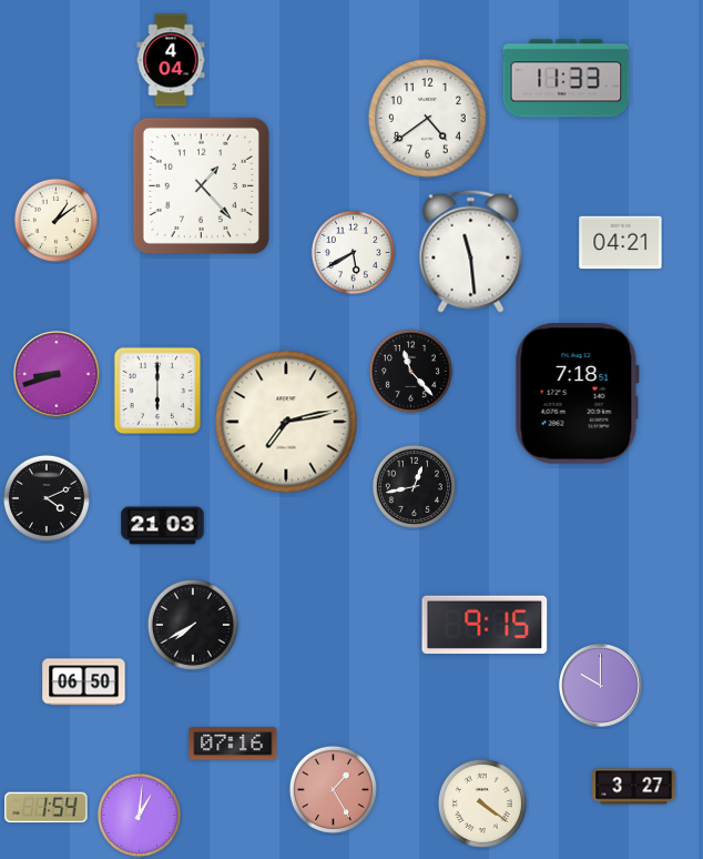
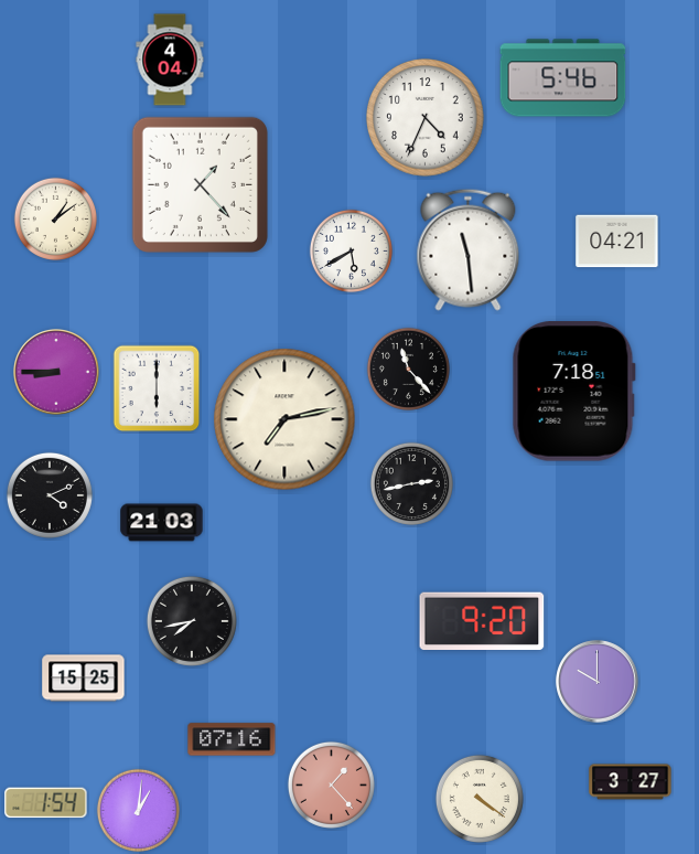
clock at (567, 79): 11:33 -> 5:46
clock at (428, 119): 4:39 -> 4:34
clock at (58, 375): 8:42 -> 8:45
clock at (414, 486): 12:43 -> 2:43
clock at (47, 498) position: (47, 498) -> (50, 495)
clock at (485, 624): 9:15 -> 9:20
clock at (193, 625): 7:40 -> 7:43
clock at (84, 683): 06:50 -> 15:25
clock at (333, 789): 1:25 -> 1:23
